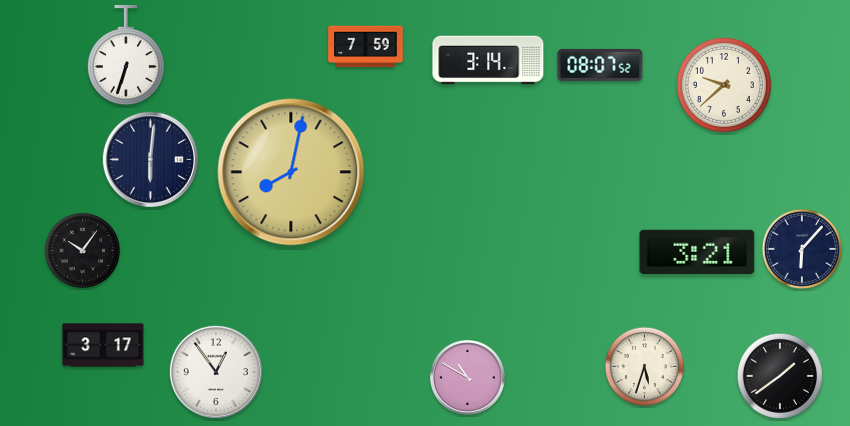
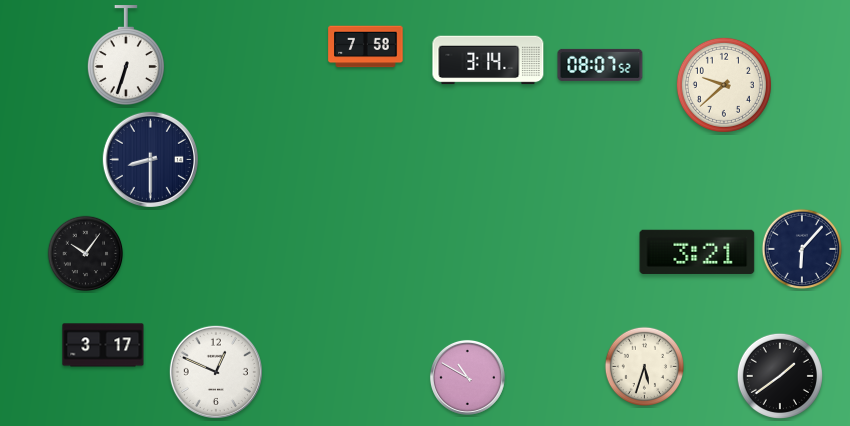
clock at (366, 47): 7:59 -> 7:58
clock at (150, 159): 6:01 -> 8:30
clock at (291, 172): 8:02 -> none
clock at (83, 251) position: (83, 251) -> (86, 254)
clock at (216, 372): 12:54 -> 12:49
